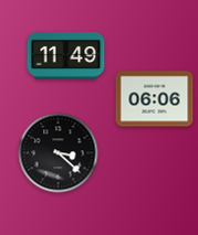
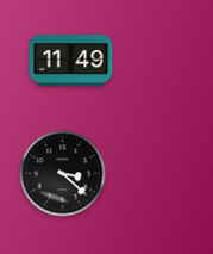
clock at (155, 99): 06:06 -> none
clock at (59, 153) position: (59, 153) -> (63, 174)
